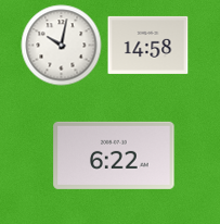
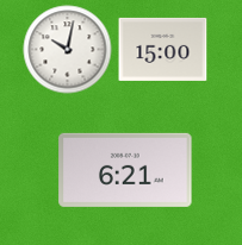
clock at (148, 45): 14:58 -> 15:00
clock at (114, 155): 6:22 -> 6:21
